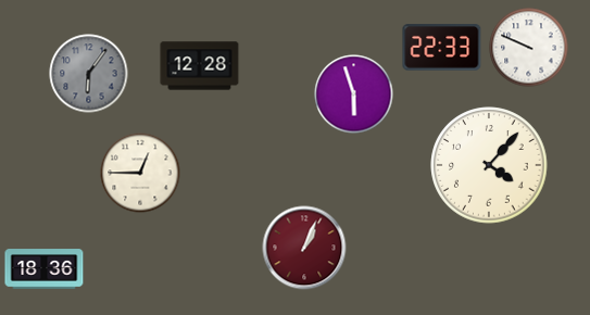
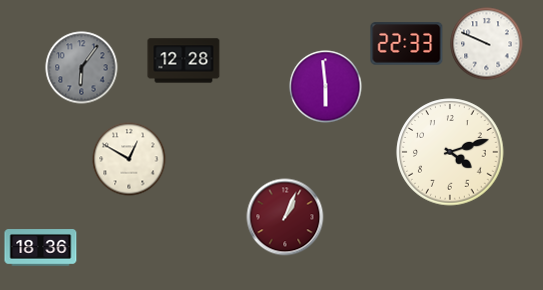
clock at (354, 94): 5:57 -> 5:59
clock at (489, 165): 4:07 -> 4:12
clock at (140, 173): 12:45 -> 12:50
clock at (304, 248) position: (304, 248) -> (285, 217)
